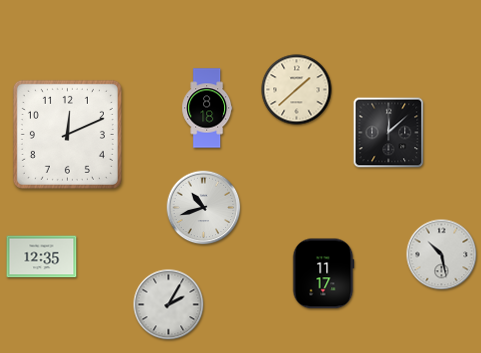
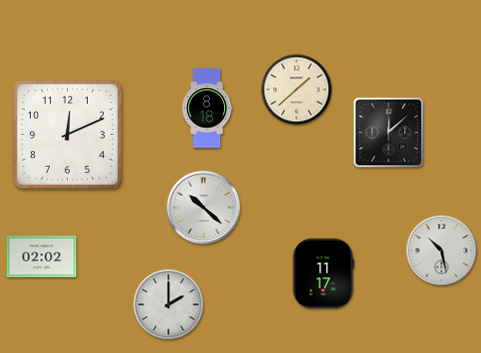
clock at (204, 208): 10:42 -> 10:22
clock at (442, 255) position: (442, 255) -> (442, 251)
clock at (42, 257): 12:35 -> 02:02
clock at (169, 305): 2:05 -> 2:00
